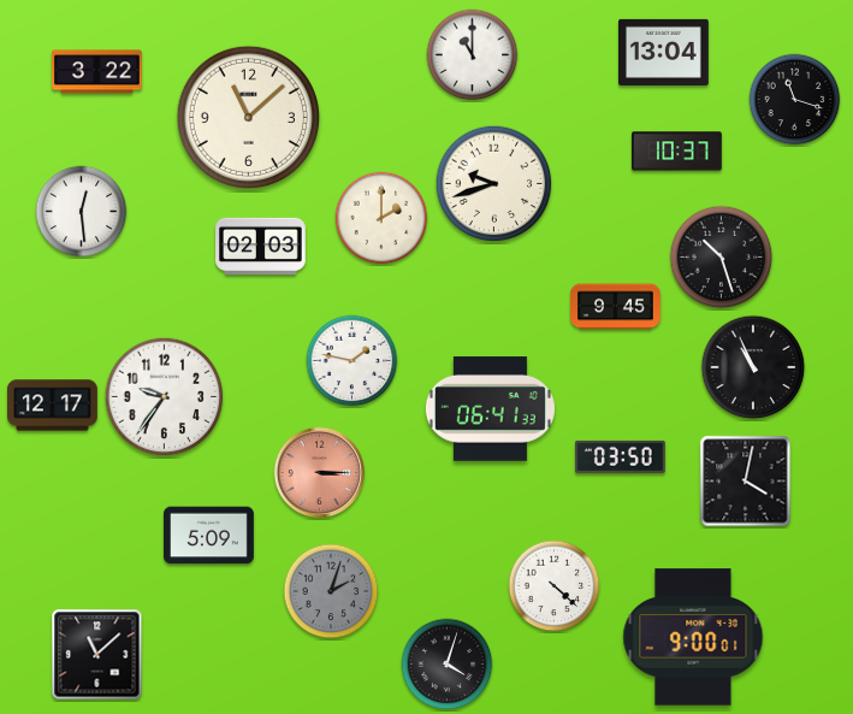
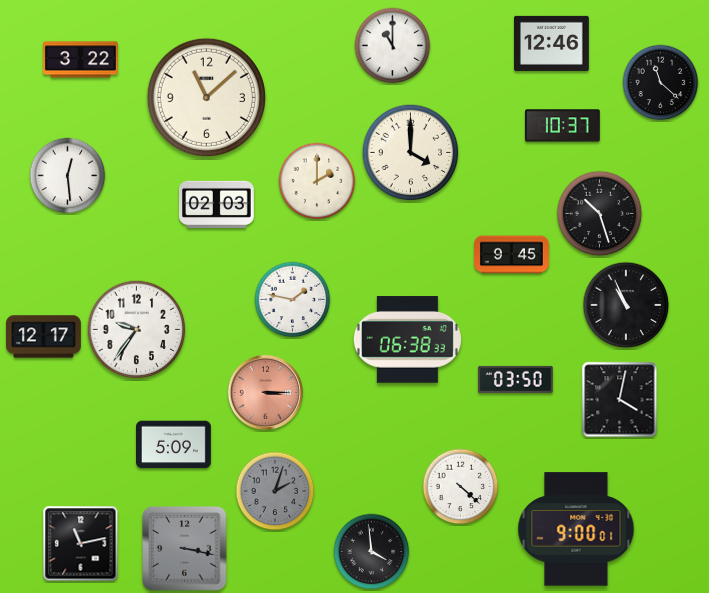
clock at (664, 52): 13:04 -> 12:46
clock at (795, 100): 11:18 -> 11:22
clock at (494, 184): 9:42 -> 4:00
clock at (490, 409): 06:41 -> 06:38
clock at (97, 655): 11:08 -> 11:13
clock at (185, 549): none -> 3:17
clock at (448, 665): 4:03 -> 3:59
